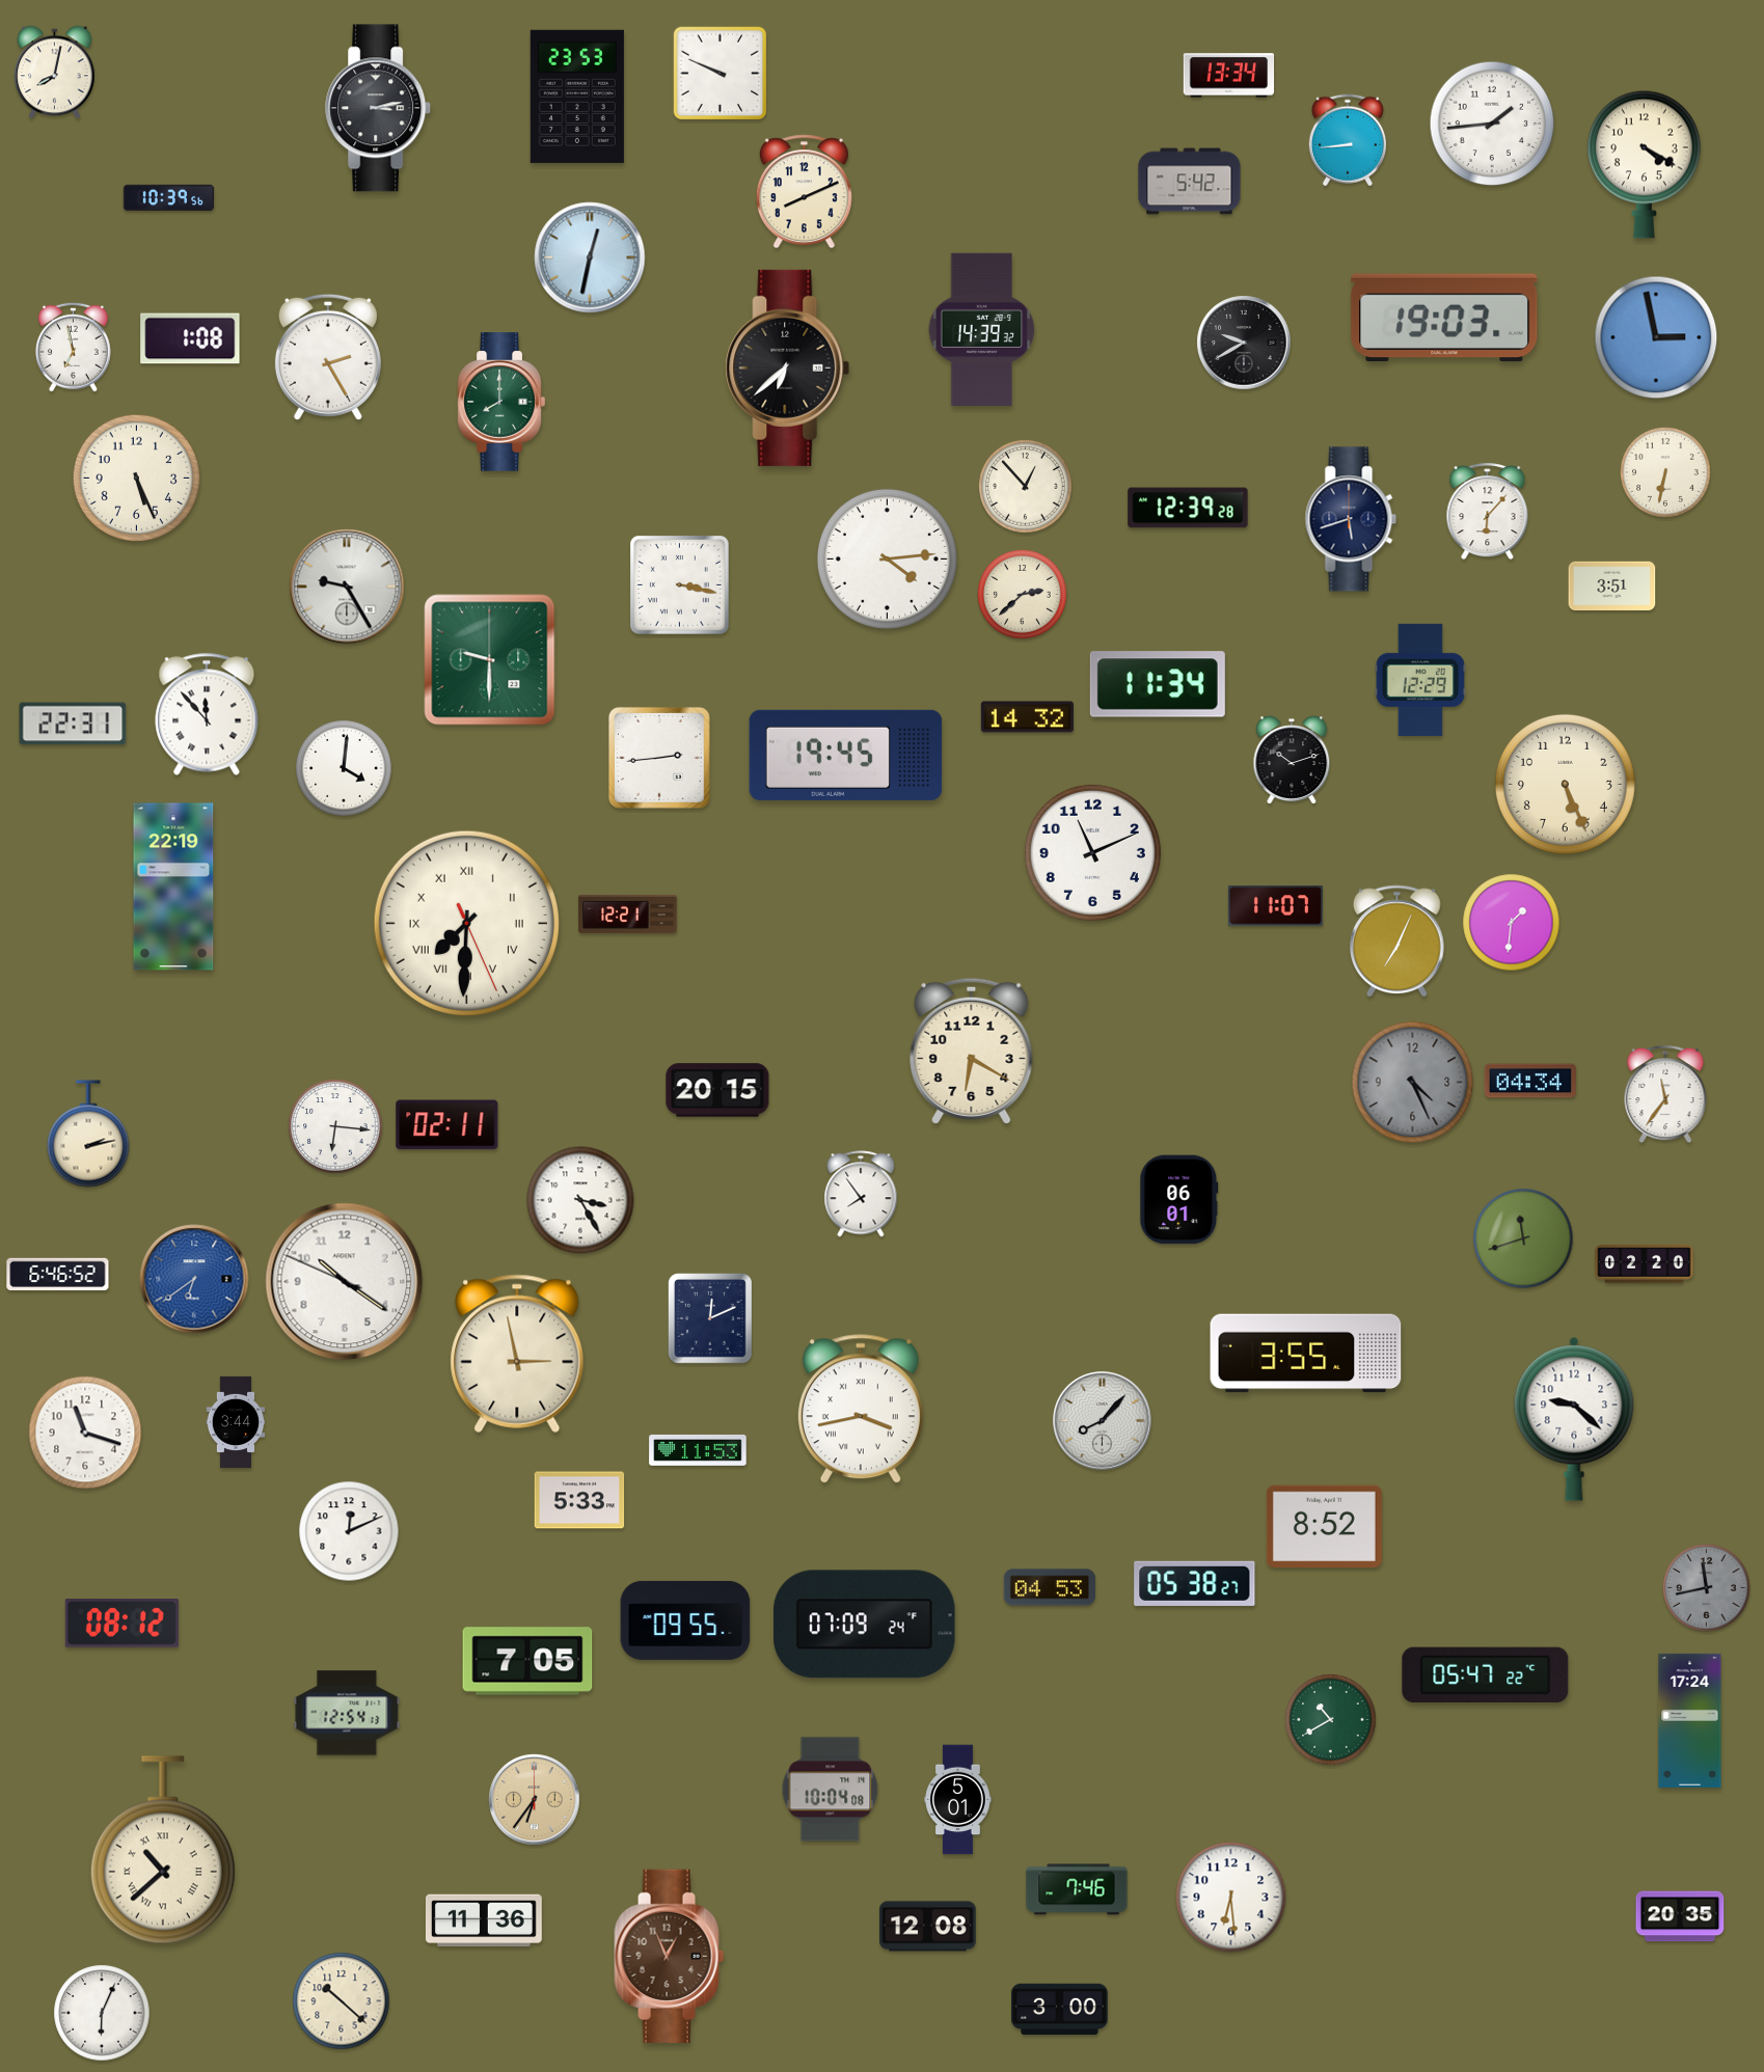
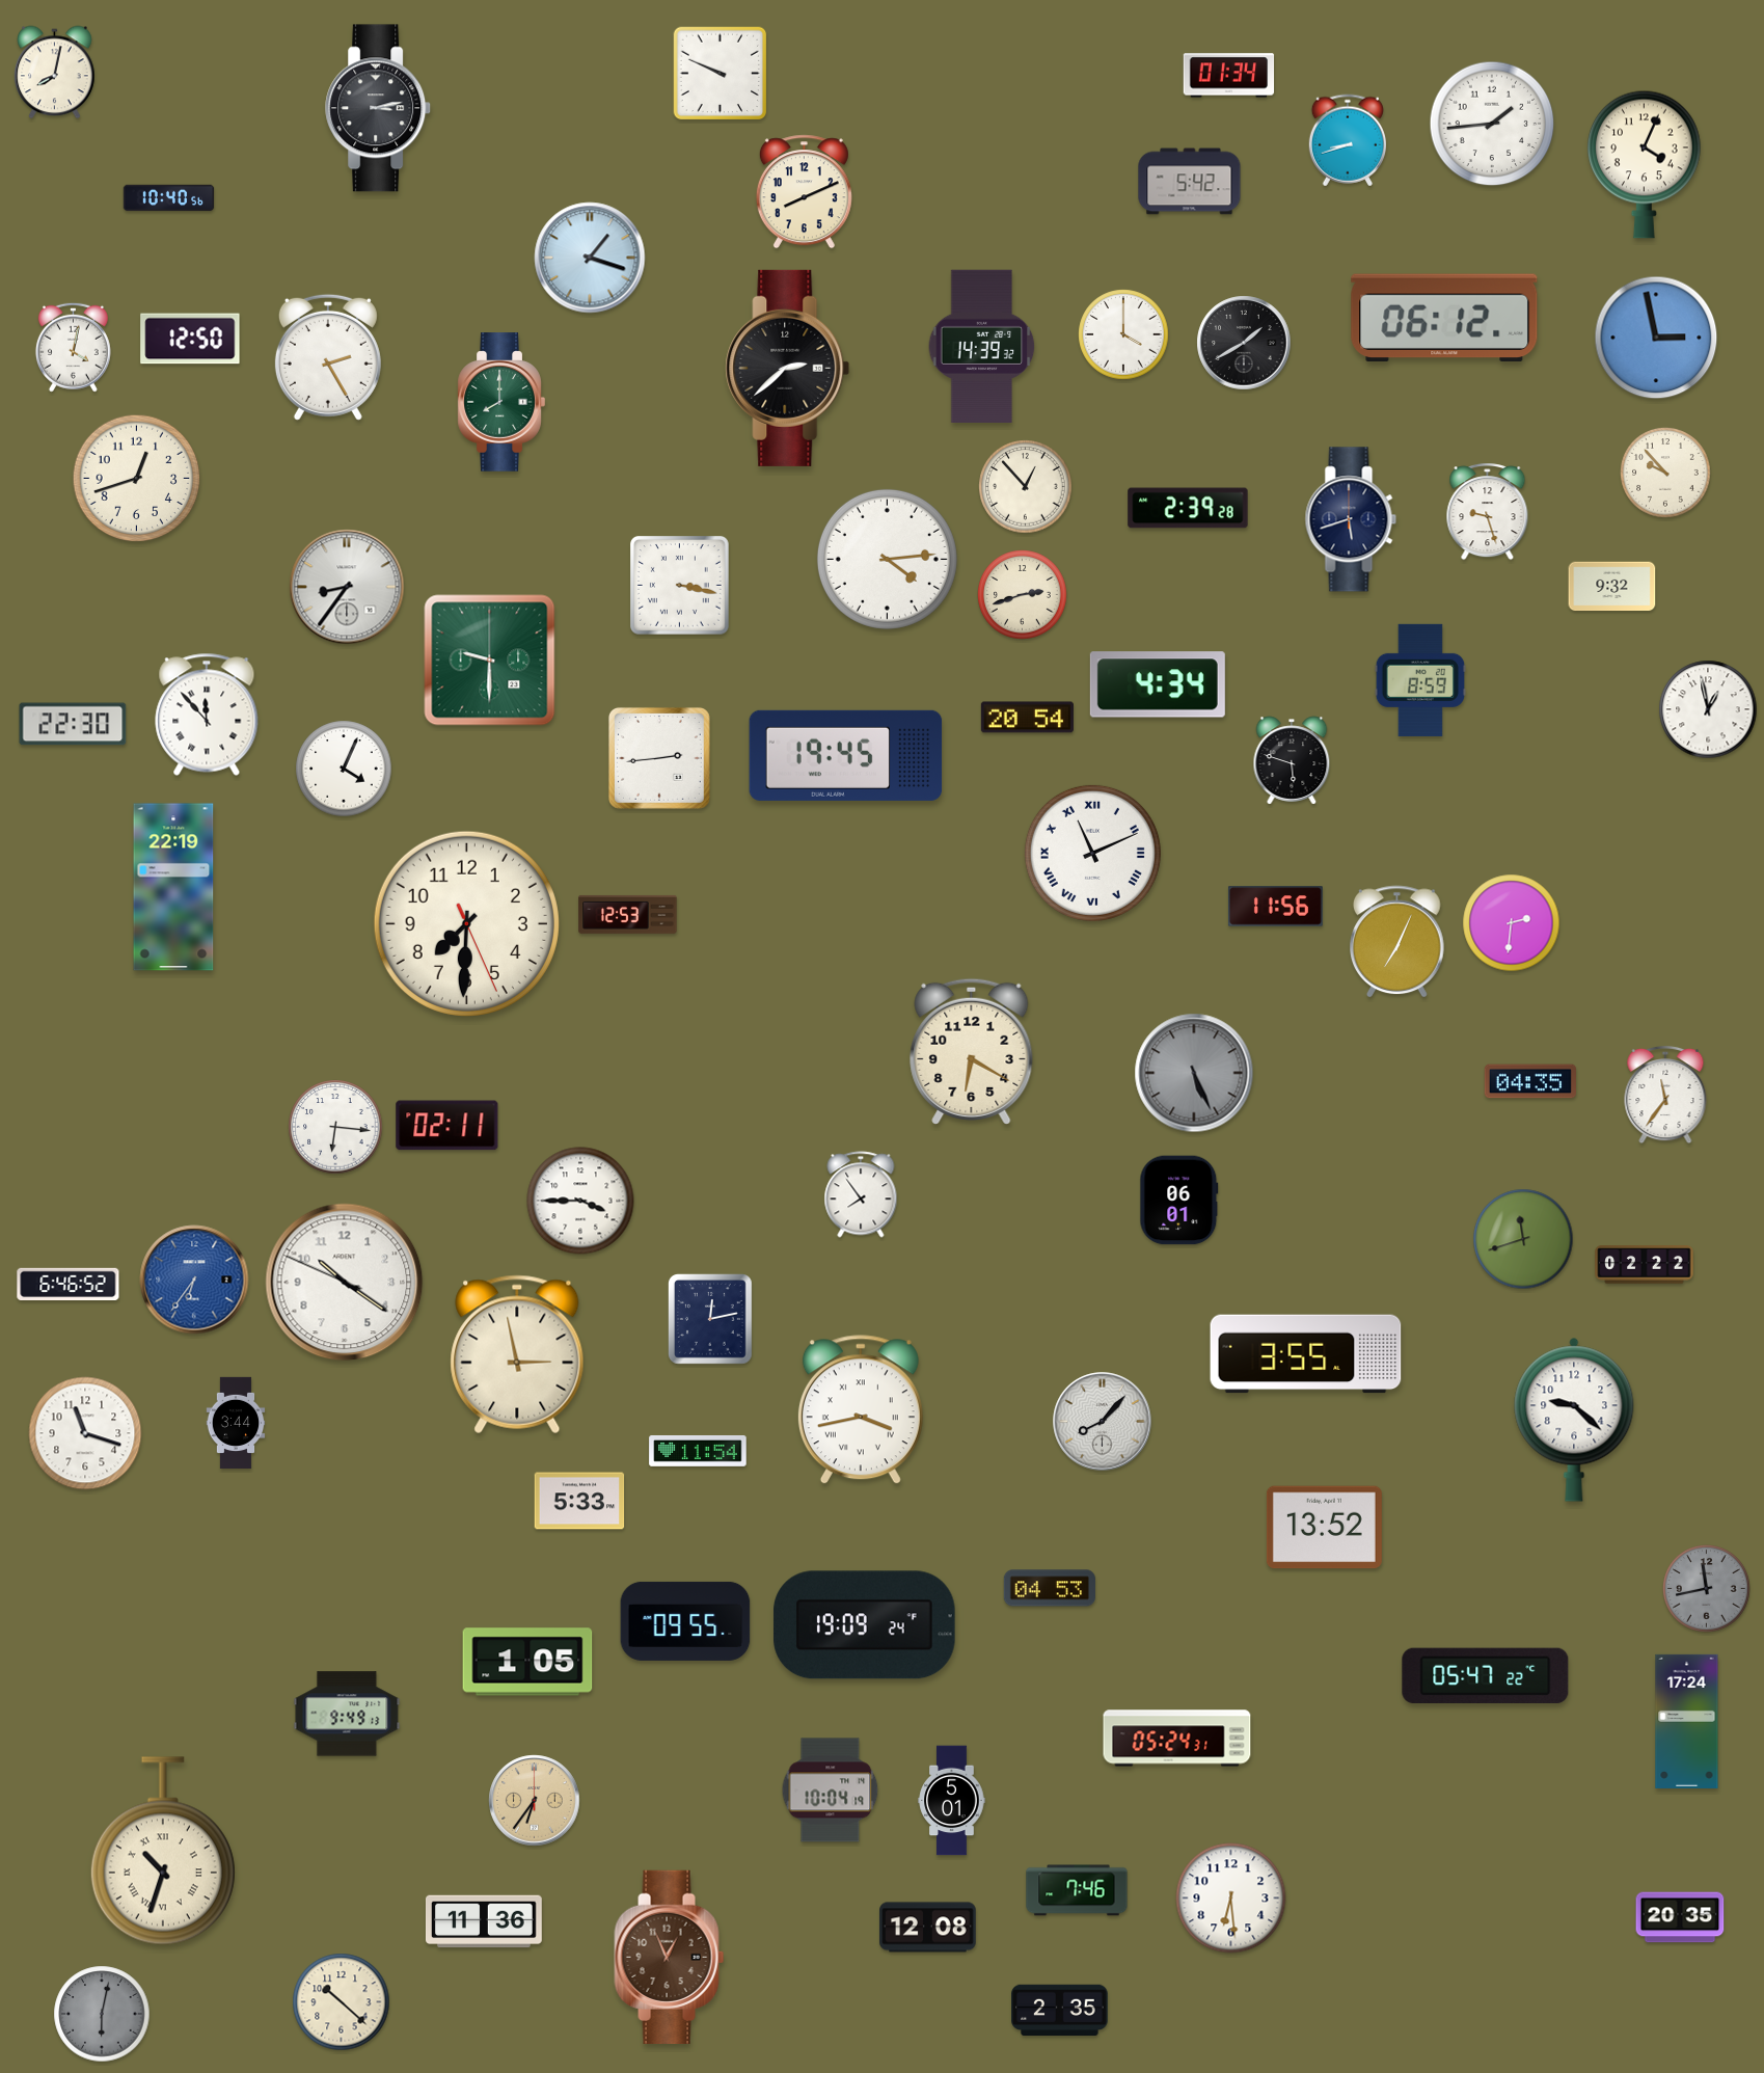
clock at (1229, 76): 13:34 -> 01:34
clock at (577, 97): 23:53 -> none
clock at (1347, 140): 8:44 -> 8:42
clock at (1645, 164): 4:20 -> 4:04
clock at (169, 198): 10:39 -> 10:40
clock at (590, 257): 12:32 -> 1:18
clock at (1444, 318): 19:03 -> 06:12
clock at (982, 329) position: (982, 329) -> (982, 346)
clock at (1123, 334): none -> 4:00
clock at (190, 338): 1:08 -> 12:50
clock at (1244, 343): 9:40 -> 1:40
clock at (73, 347): 6:58 -> 4:02
clock at (788, 367): 6:38 -> 2:38
clock at (1665, 472): 6:32 -> 9:53
clock at (137, 479): 5:26 -> 12:42
clock at (1188, 508): 12:39 -> 2:39
clock at (1488, 512): 6:07 -> 9:27
clock at (347, 587): 9:25 -> 8:36
clock at (1612, 587): 3:51 -> 9:32
clock at (1023, 595): 2:38 -> 2:42
clock at (1420, 680): 12:29 -> 8:59
clock at (1158, 684): 11:34 -> 4:34
clock at (1708, 709): none -> 12:58
clock at (1027, 717): 14:32 -> 20:54
clock at (73, 724): 22:31 -> 22:30
clock at (1292, 760): 10:12 -> 5:48
clock at (344, 768): 4:01 -> 4:04
clock at (1565, 784): 5:26 -> none
clock at (1092, 852) numerals: Arabic -> Roman
clock at (1275, 906): 11:07 -> 11:56
clock at (628, 914): 12:21 -> 12:53
clock at (466, 923) numerals: Roman -> Arabic
clock at (1512, 923): 1:31 -> 2:31
clock at (1194, 1073): none -> 5:26
clock at (1530, 1081): 04:34 -> 04:35
clock at (1413, 1083): 4:26 -> none
clock at (717, 1090): 20:15 -> none
clock at (88, 1134): 2:13 -> none
clock at (580, 1200): 3:25 -> 3:45
clock at (1645, 1264): 02:20 -> 02:22
clock at (58, 1274) position: (58, 1274) -> (69, 1284)
clock at (194, 1279): 6:39 -> 6:36
clock at (710, 1319): 12:11 -> 12:13
clock at (698, 1450): 11:53 -> 11:54
clock at (1324, 1527): 8:52 -> 13:52
clock at (349, 1531): 12:11 -> none
clock at (1195, 1583): 05:38 -> none
clock at (121, 1624): 08:12 -> none
clock at (865, 1625): 07:09 -> 19:09
clock at (527, 1661): 7:05 -> 1:05
clock at (347, 1713): 12:54 -> 9:49
clock at (1331, 1720): 10:40 -> none
clock at (1690, 1720) position: (1690, 1720) -> (1687, 1721)
clock at (1177, 1739): none -> 05:24
clock at (831, 1790): 10:04:08 -> 10:04:19
clock at (958, 1800) position: (958, 1800) -> (952, 1801)
clock at (163, 1850): 10:38 -> 10:33
clock at (1060, 2010): 3:00 -> 2:35
clock at (102, 2013): 6:04 -> 6:02
clock at (102, 2013) dial: white -> grey
